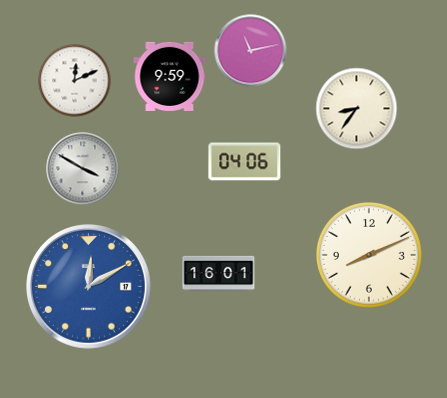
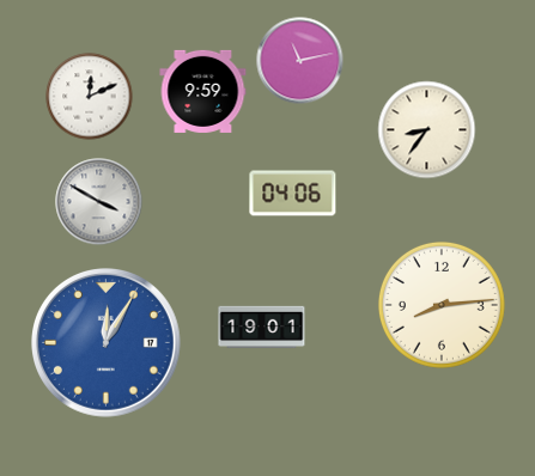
clock at (369, 255): 8:11 -> 8:14
clock at (219, 274): 16:01 -> 19:01
clock at (89, 287): 12:10 -> 12:05
